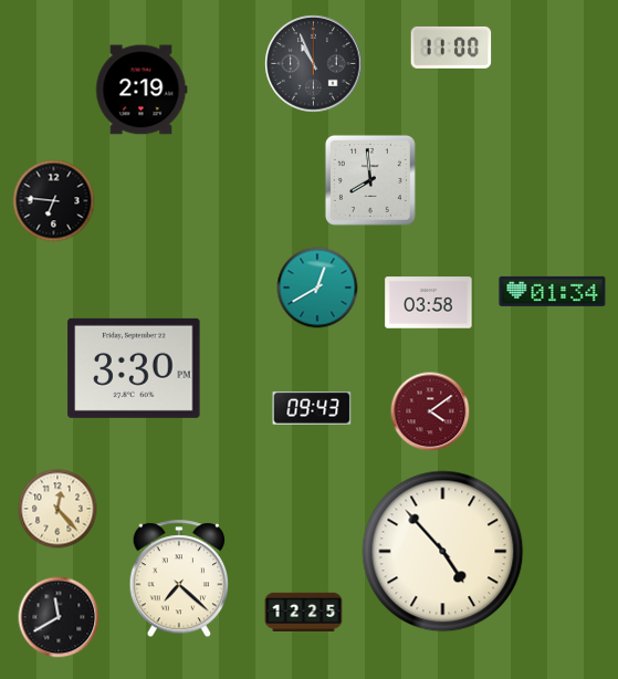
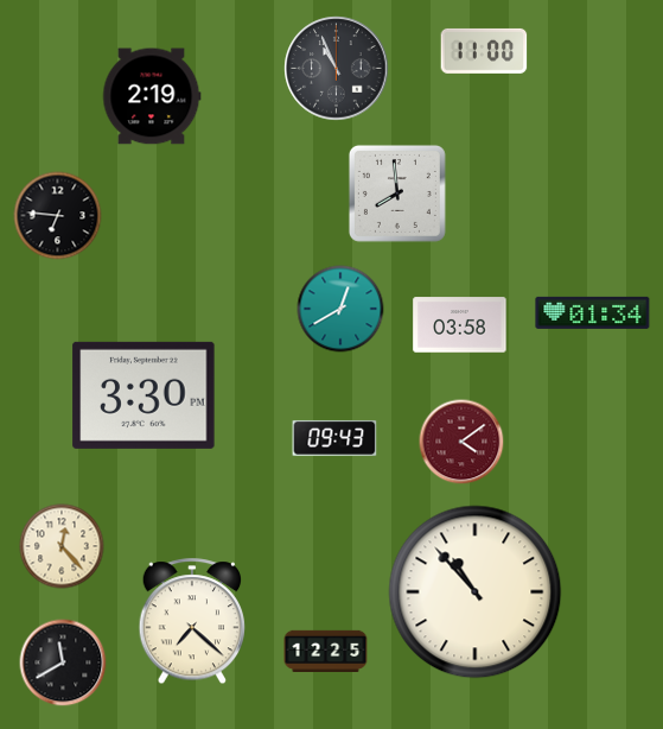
clock at (443, 552): 4:53 -> 10:53
clock at (304, 613) position: (304, 613) -> (326, 652)
